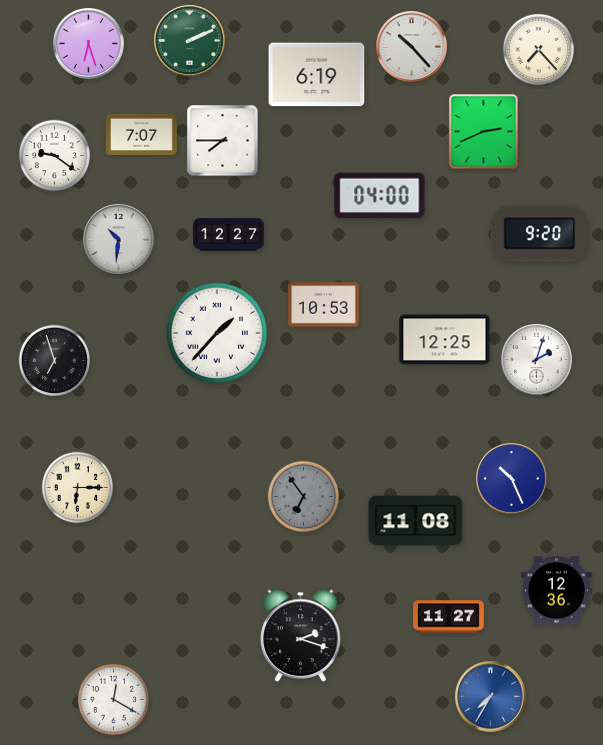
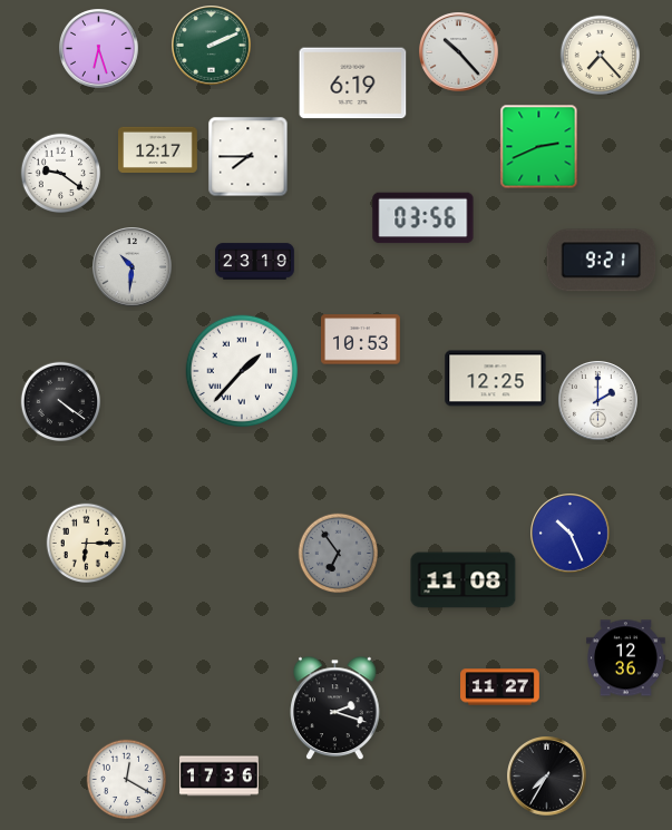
clock at (142, 134): 7:07 -> 12:17
clock at (380, 196): 04:00 -> 03:56
clock at (540, 234): 9:20 -> 9:21
clock at (229, 235): 12:27 -> 23:19
clock at (537, 360): 2:03 -> 2:00
clock at (55, 361): 6:57 -> 4:21
clock at (557, 591) position: (557, 591) -> (626, 658)
clock at (220, 777): none -> 17:36
clock at (491, 697) dial: blue -> black
